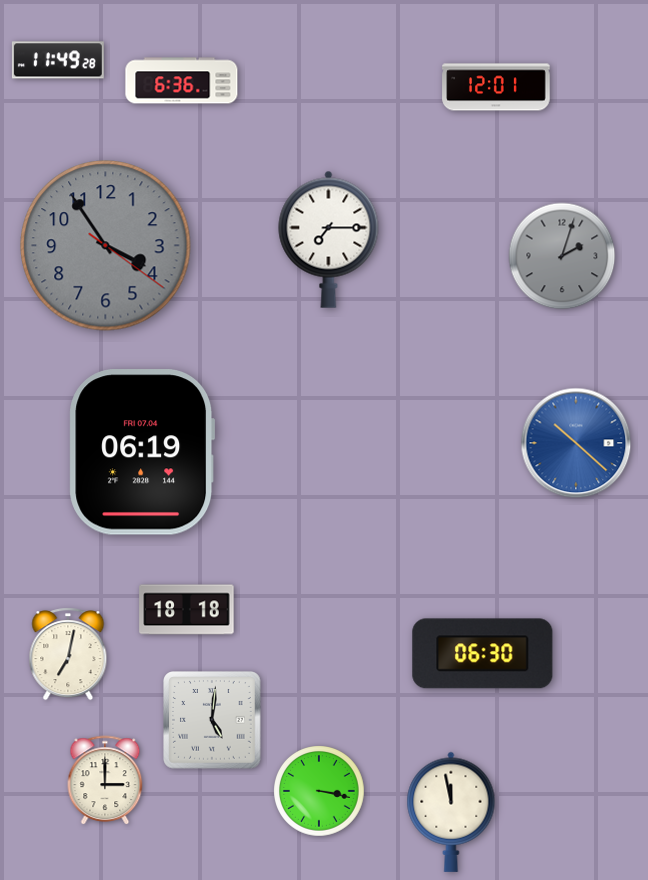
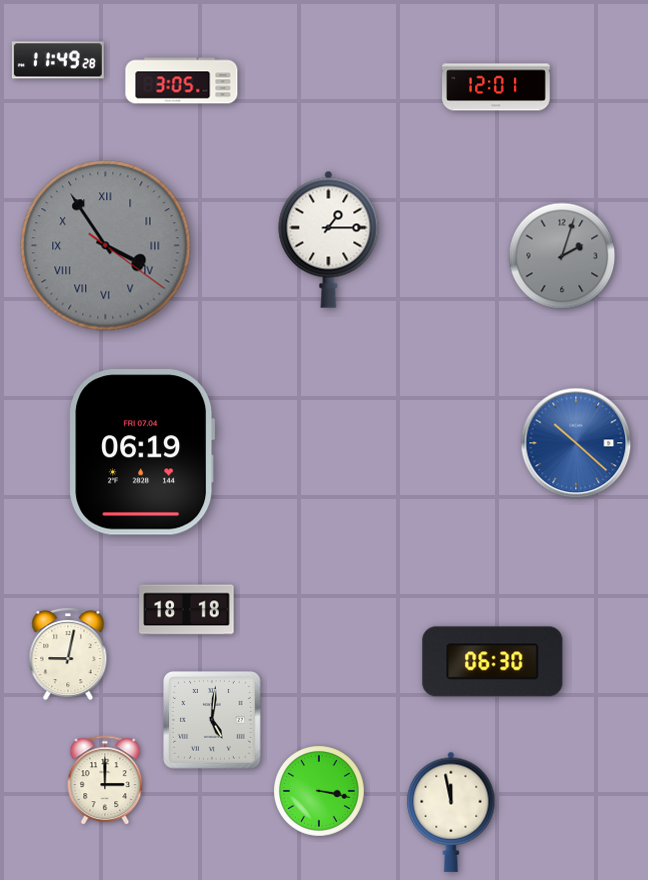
clock at (182, 81): 6:36 -> 3:05
clock at (329, 239): 7:15 -> 1:15
clock at (106, 246) numerals: Arabic -> Roman
clock at (68, 654): 7:02 -> 9:02
clock at (483, 654) position: (483, 654) -> (493, 662)
